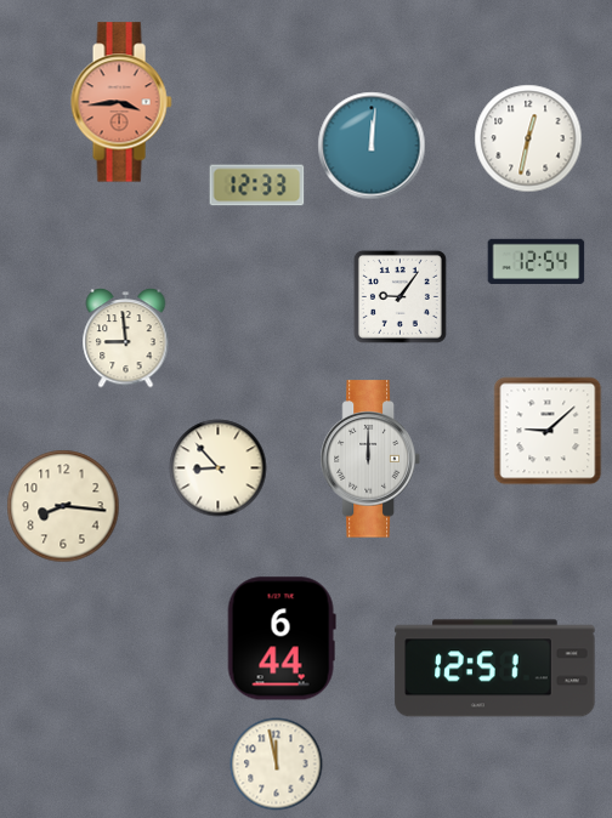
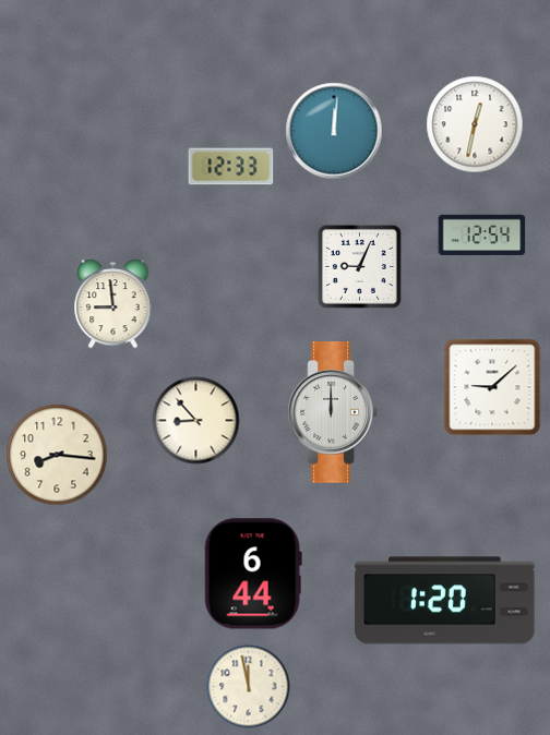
clock at (121, 102): 3:44 -> none
clock at (399, 296): 9:06 -> 9:04
clock at (495, 669): 12:51 -> 1:20
